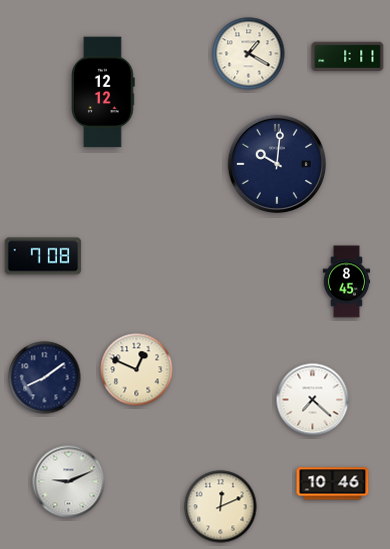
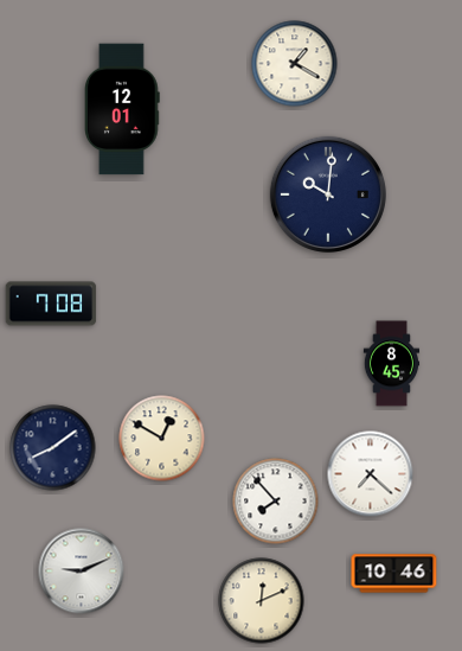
clock at (348, 57): 1:11 -> none
clock at (104, 92): 12:12 -> 12:01
clock at (347, 282) position: (347, 282) -> (392, 364)
clock at (137, 370): 12:49 -> 12:50
clock at (276, 502): none -> 7:53
